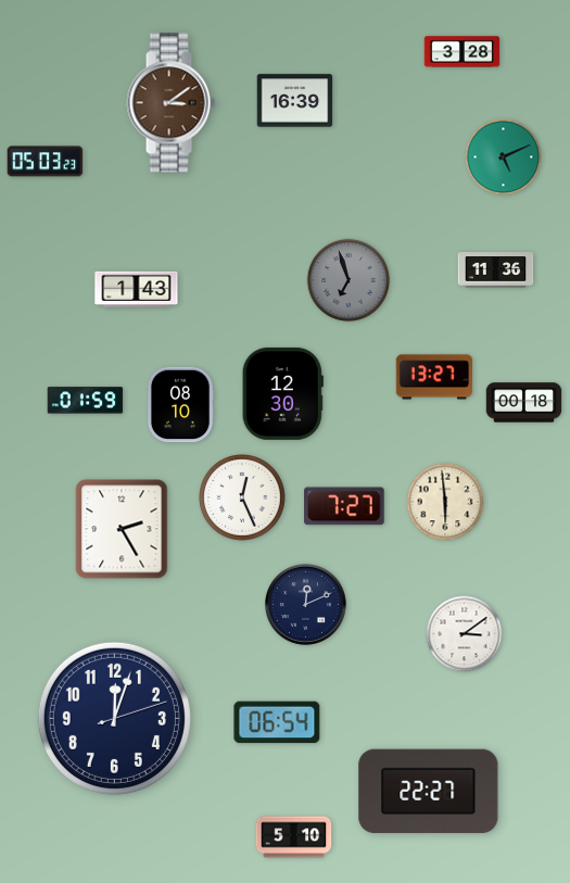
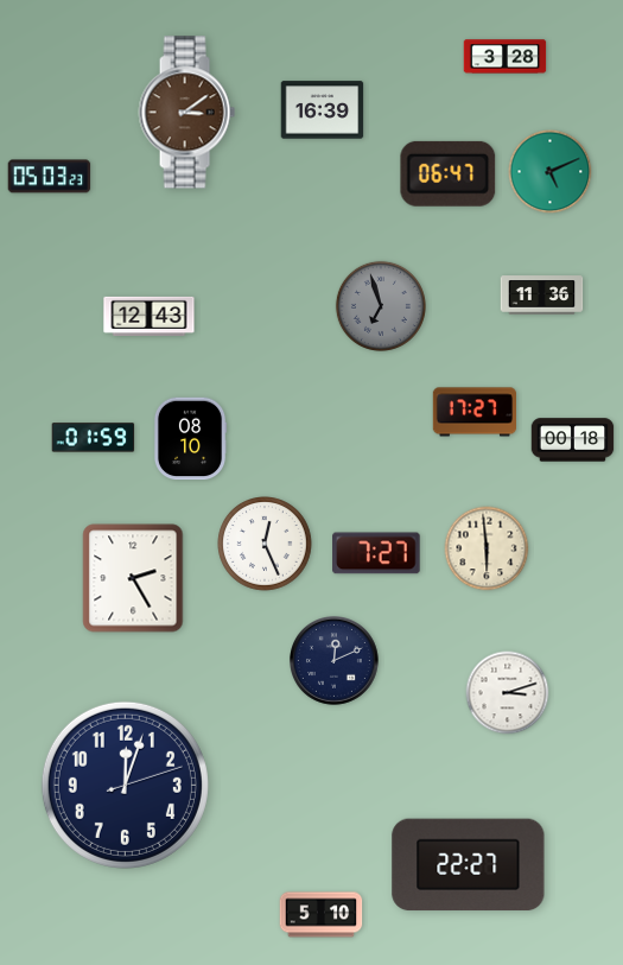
clock at (449, 173): none -> 06:47
clock at (137, 289): 1:43 -> 12:43
clock at (433, 377): 13:27 -> 17:27
clock at (282, 393): 12:30 -> none
clock at (180, 405) position: (180, 405) -> (190, 439)
clock at (465, 634): 3:09 -> 3:12
clock at (277, 722): 06:54 -> none
